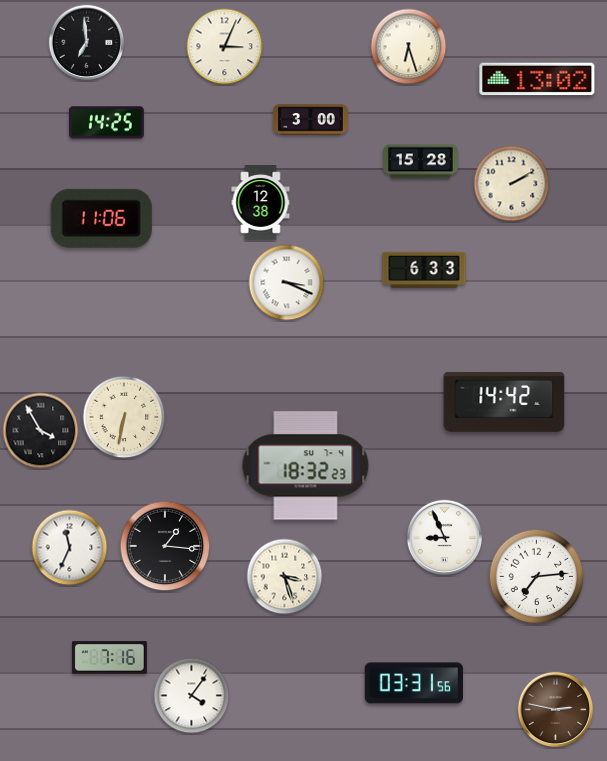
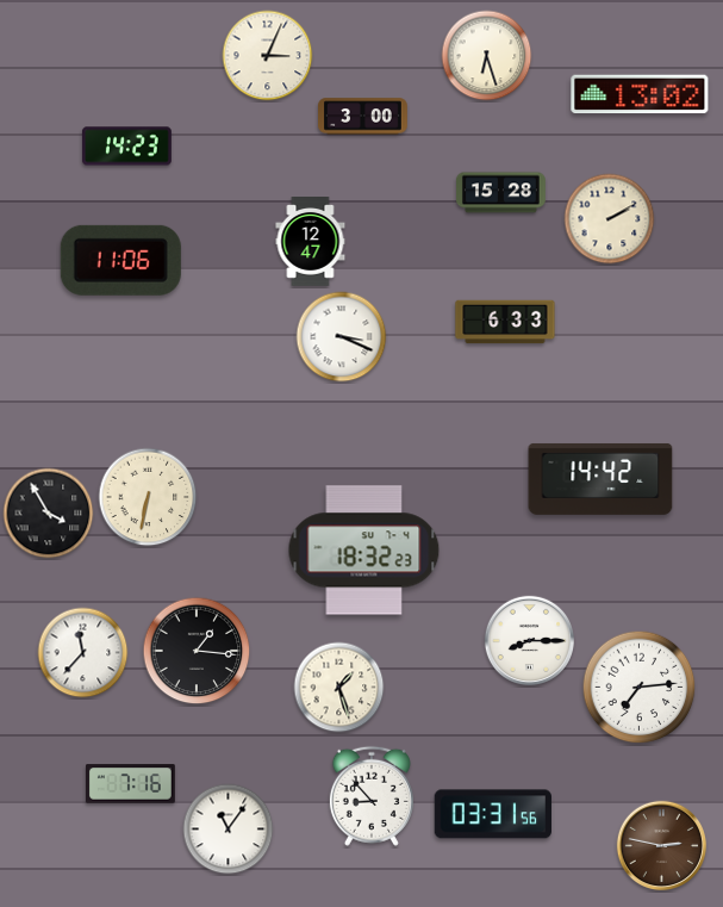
clock at (86, 42): 6:59 -> none
clock at (311, 120) position: (311, 120) -> (363, 117)
clock at (107, 123): 14:25 -> 14:23
clock at (261, 203): 12:38 -> 12:47
clock at (306, 466) position: (306, 466) -> (364, 551)
clock at (444, 537): 8:56 -> 8:15
clock at (70, 548): 11:34 -> 11:37
clock at (285, 577): 3:27 -> 1:27
clock at (372, 796): none -> 8:53
clock at (192, 696): 4:06 -> 11:06
